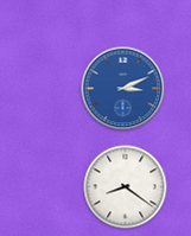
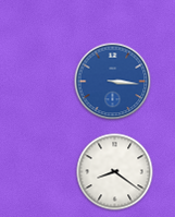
clock at (123, 89): 3:11 -> 3:16
